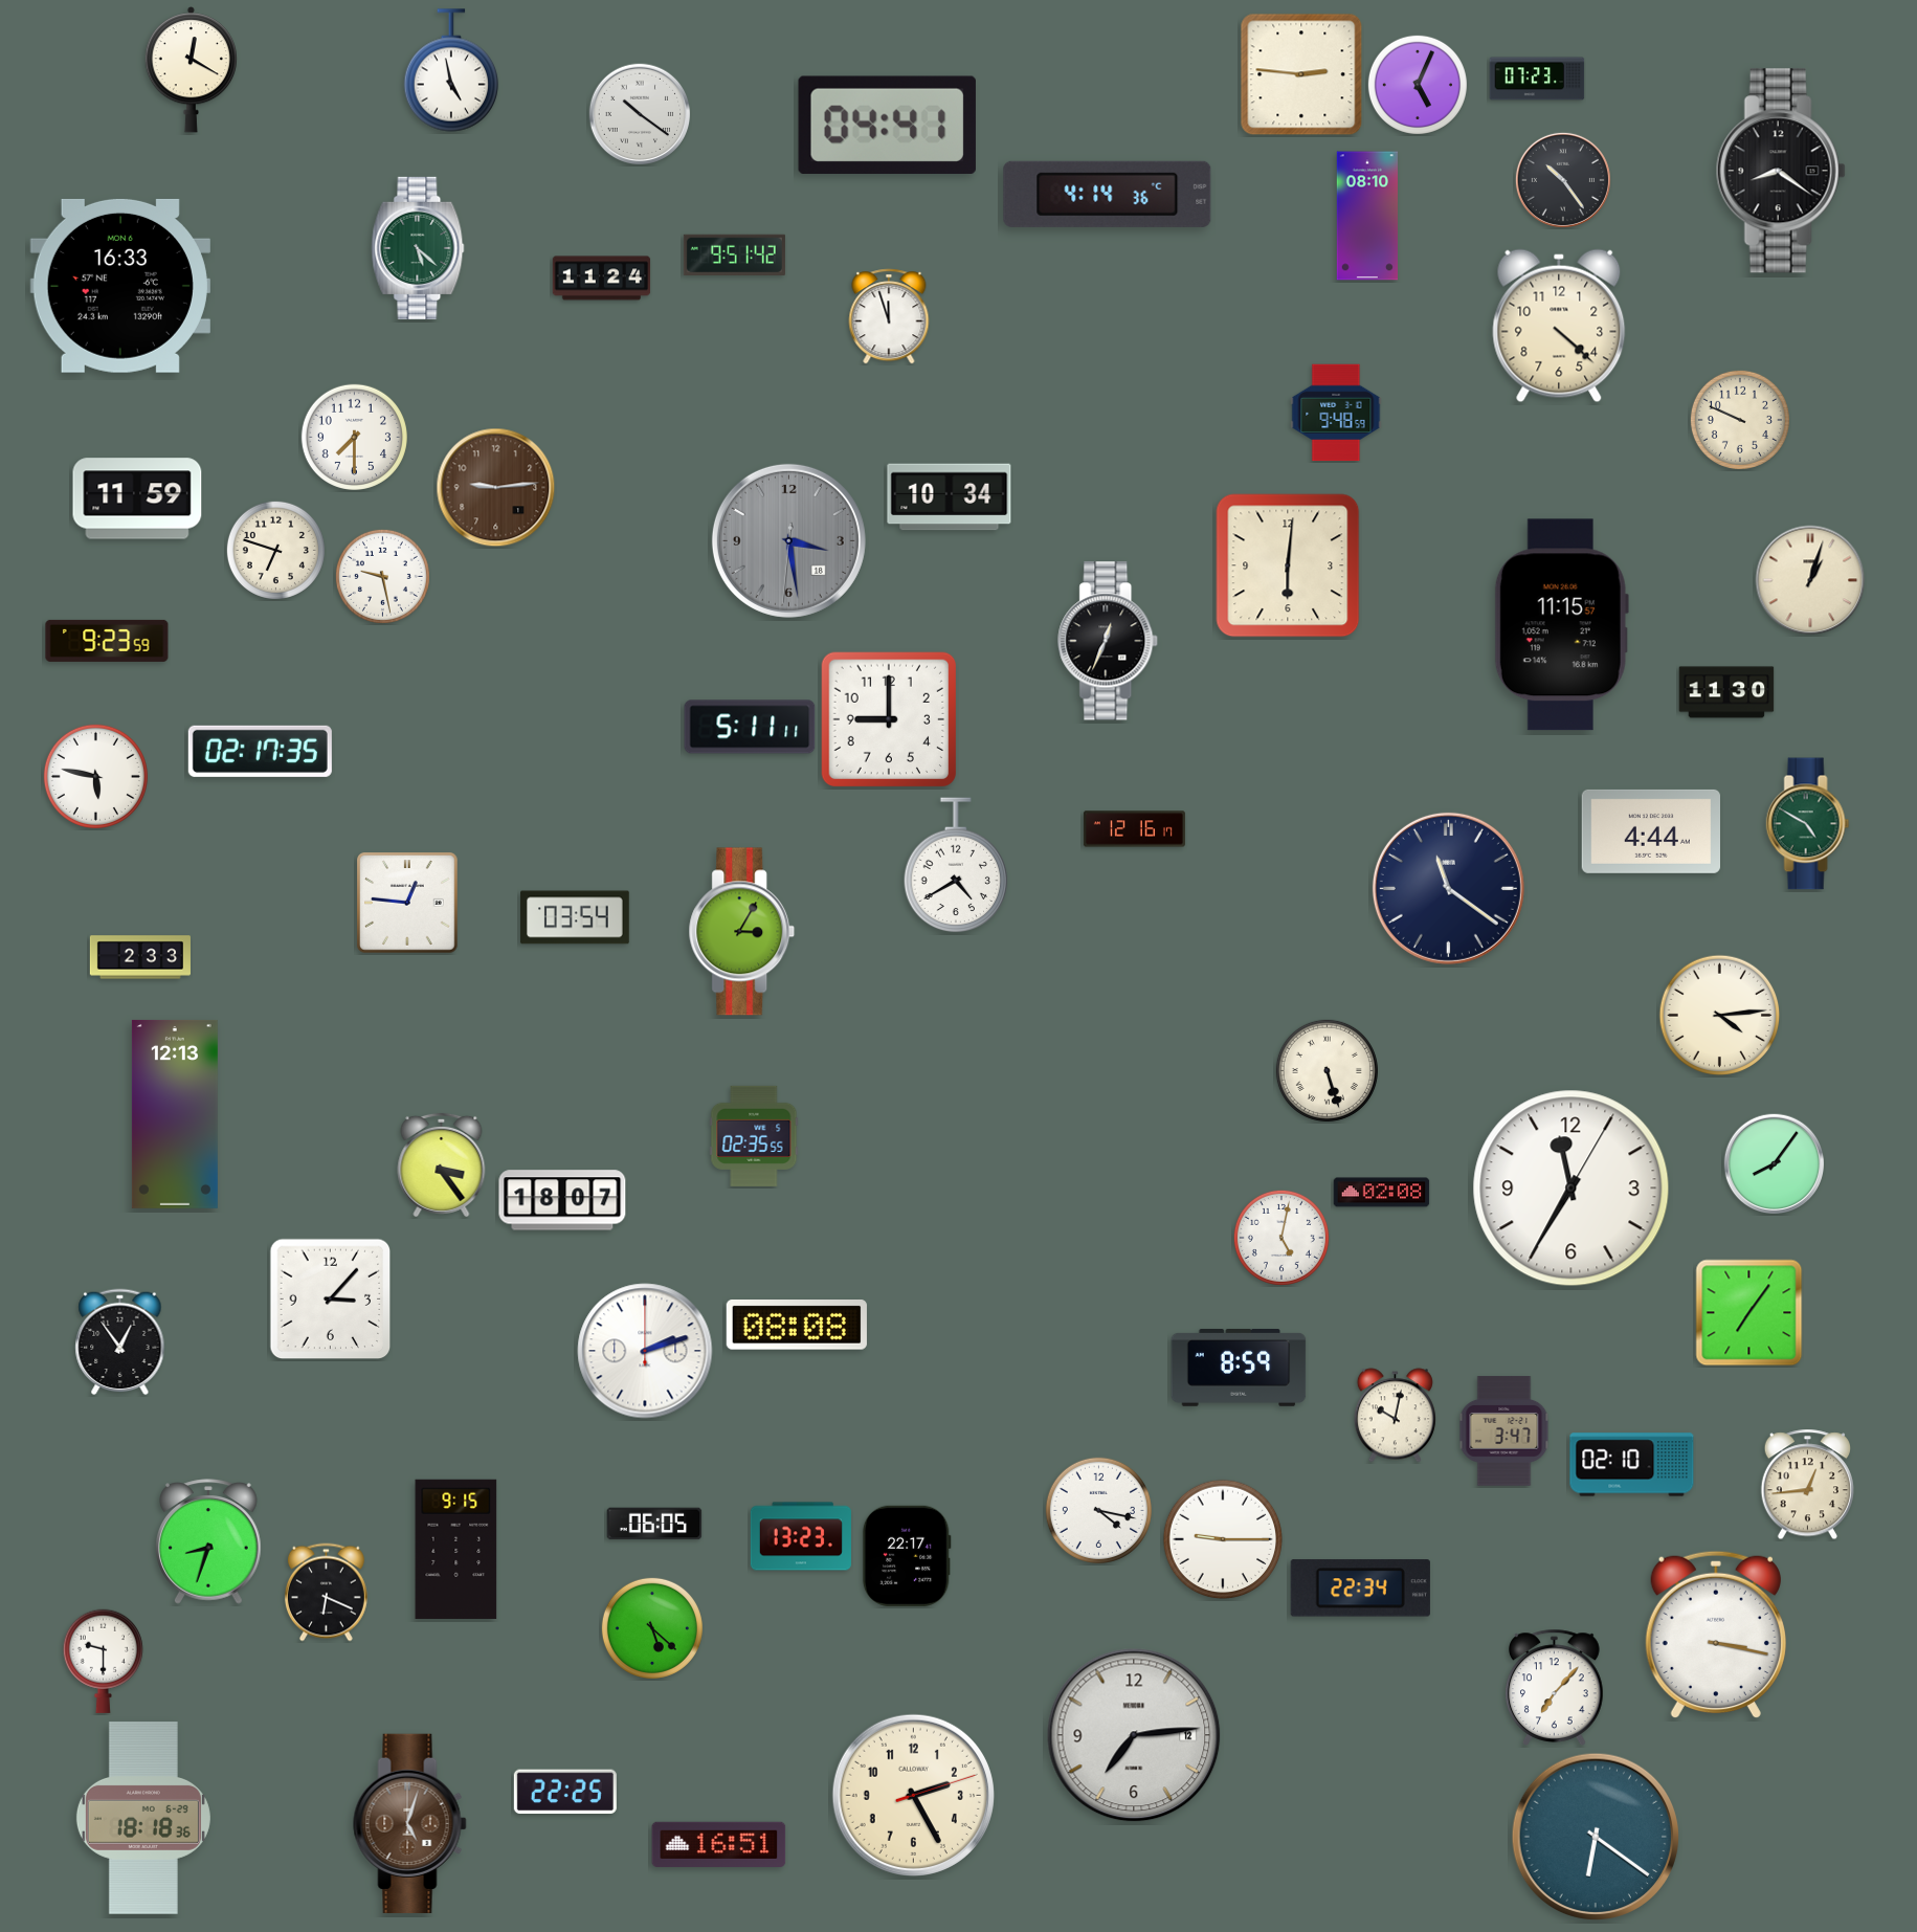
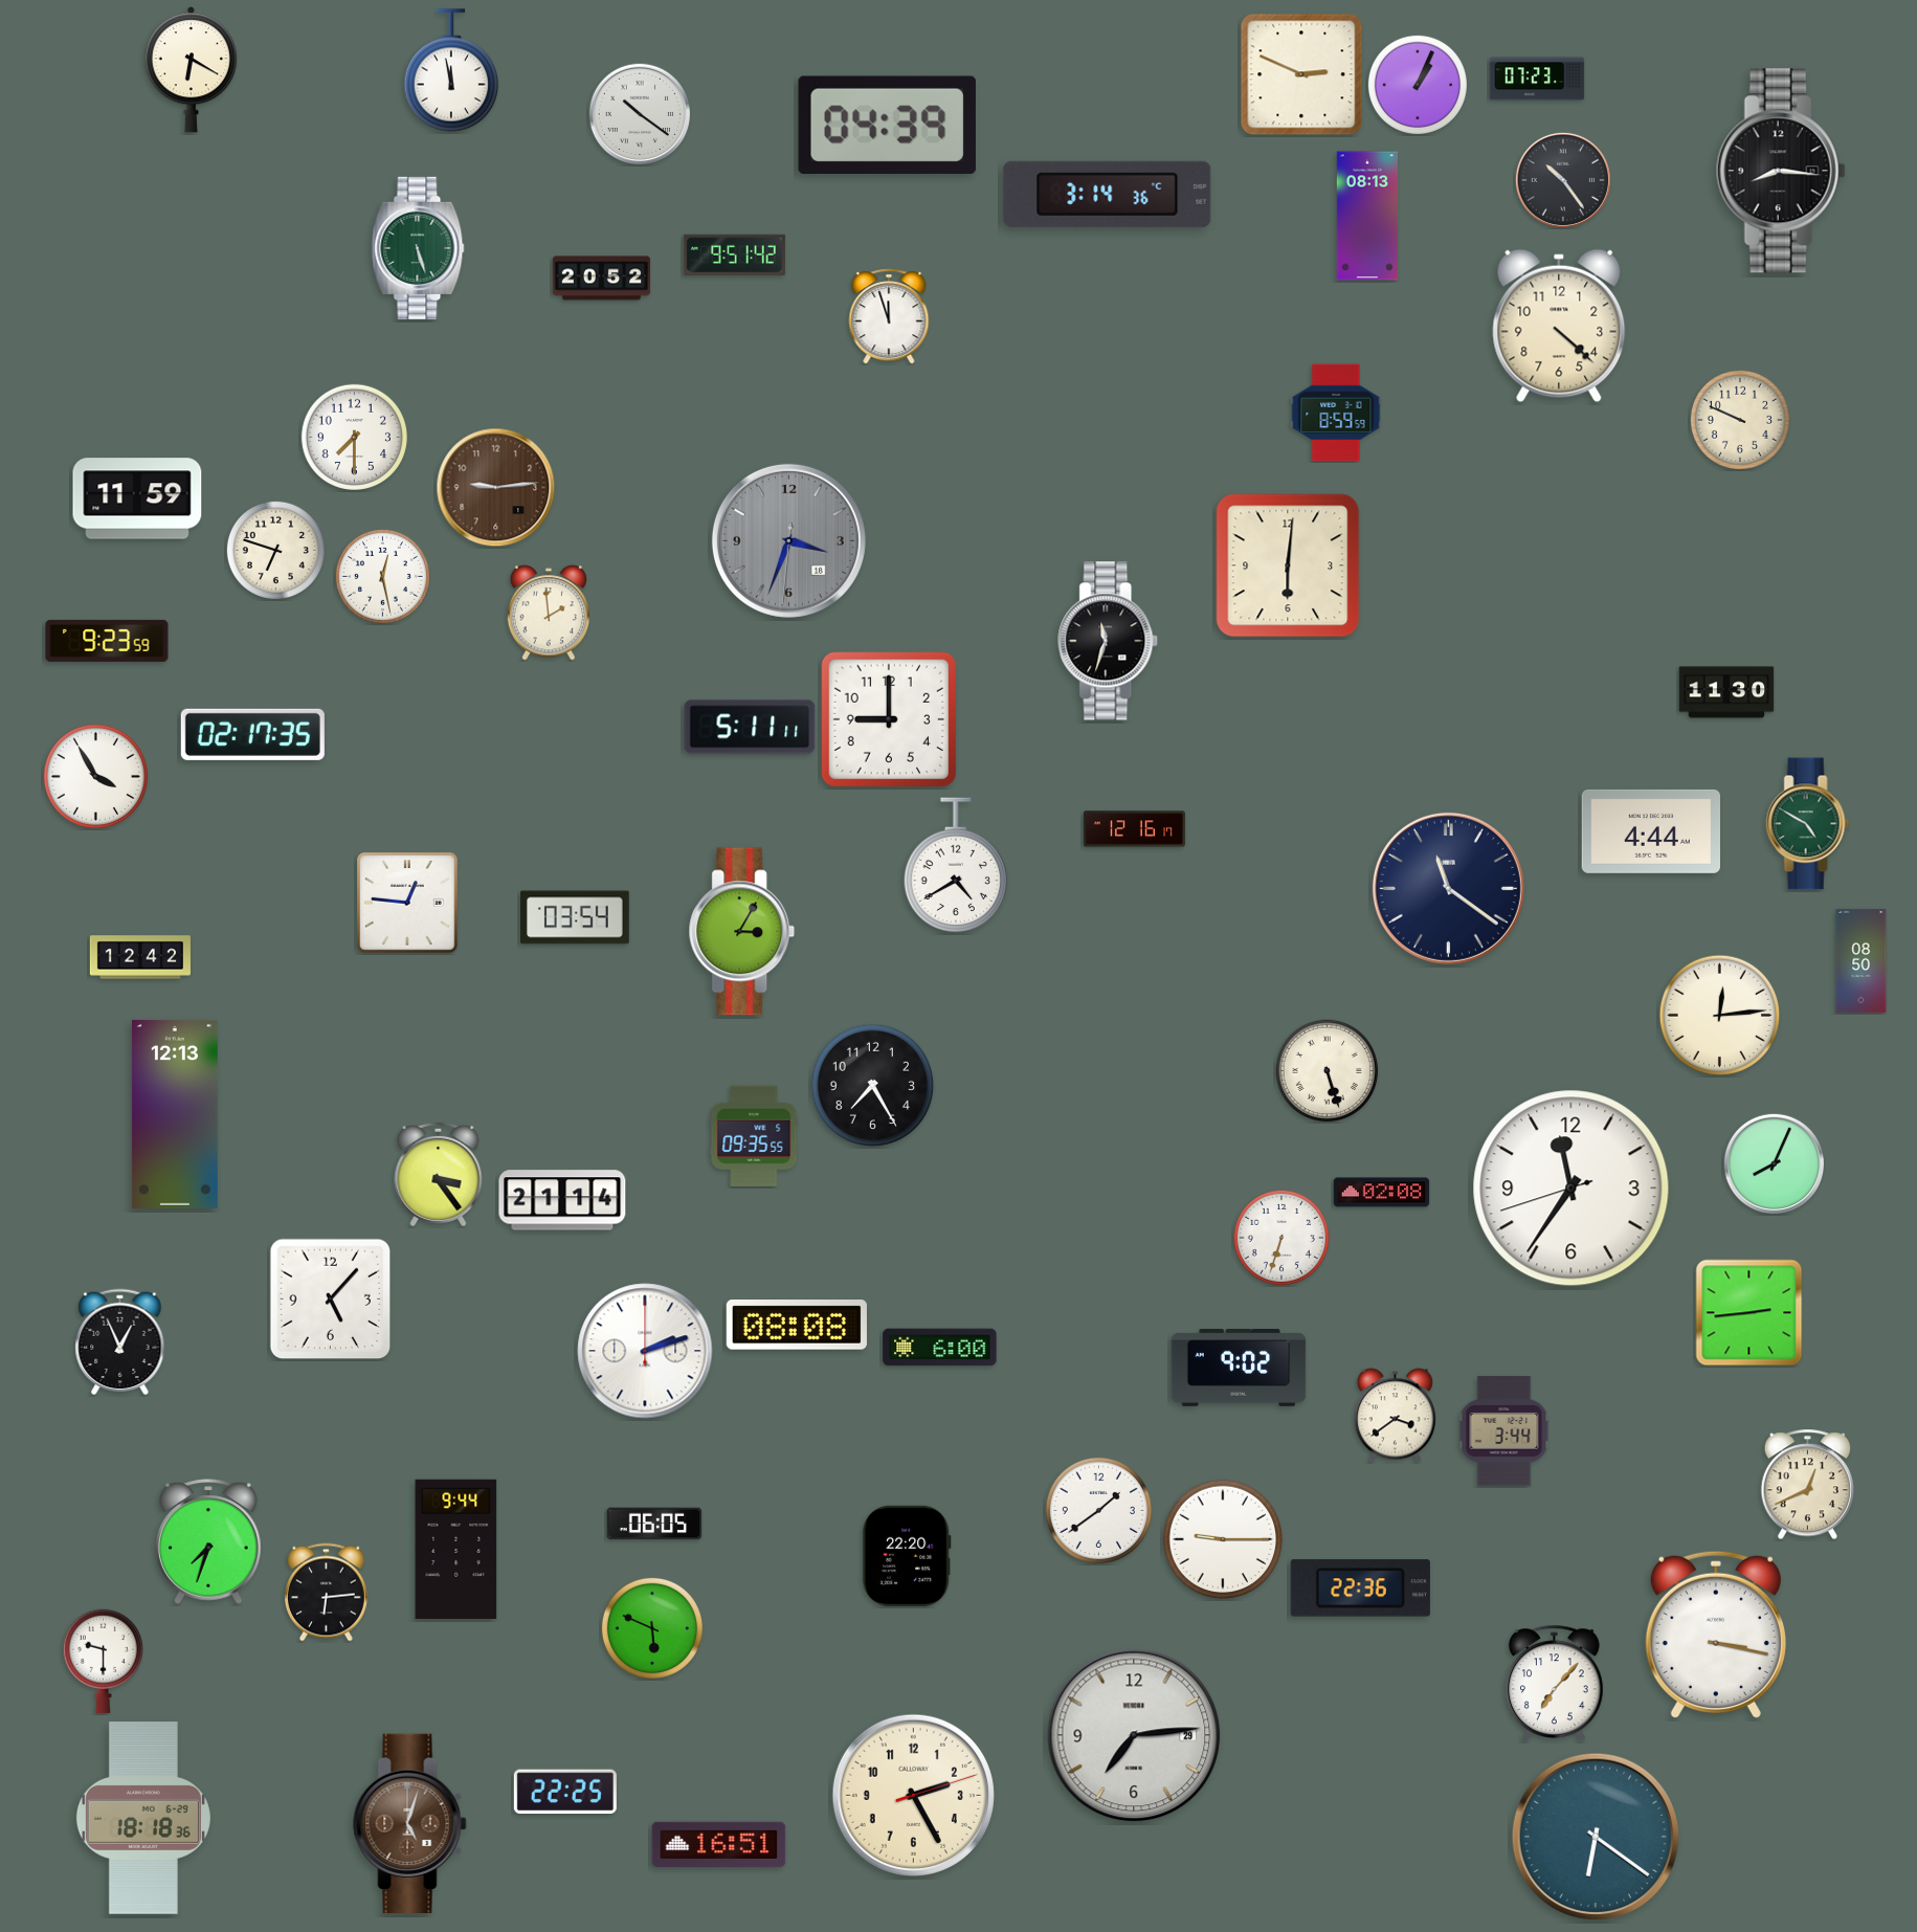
clock at (191, 70): 12:20 -> 6:20
clock at (450, 70): 4:58 -> 11:58
clock at (1301, 74): 2:46 -> 2:49
clock at (1418, 85): 5:04 -> 1:04
clock at (887, 125): 04:41 -> 04:39
clock at (1781, 171): 8:21 -> 8:16
clock at (1108, 194): 4:14 -> 3:14
clock at (1366, 216): 08:10 -> 08:13
clock at (418, 248): 5:22 -> 5:27
clock at (602, 279): 11:24 -> 20:52
clock at (120, 286): 16:33 -> none
clock at (1336, 413): 9:48 -> 8:59
clock at (950, 497): 10:34 -> none
clock at (788, 540): 3:28 -> 3:33
clock at (382, 576): 9:28 -> 12:28
clock at (1810, 580): 1:03 -> none
clock at (549, 613): none -> 1:59
clock at (1561, 625): 11:15 -> none
clock at (1109, 641): 12:34 -> 11:33
clock at (260, 751) position: (260, 751) -> (252, 734)
clock at (95, 776): 5:47 -> 3:55
clock at (140, 957): 2:33 -> 12:42
clock at (1862, 960): none -> 08:50
clock at (1720, 1016): 4:14 -> 12:14
clock at (873, 1086): none -> 7:25
clock at (754, 1136): 02:35 -> 09:35
clock at (1774, 1163): 8:06 -> 8:04
clock at (442, 1164) position: (442, 1164) -> (439, 1174)
clock at (1572, 1189): 11:35:05 -> 11:35:42
clock at (562, 1200): 18:07 -> 21:14
clock at (1281, 1238): 5:02 -> 6:33
clock at (331, 1300): 3:07 -> 5:07
clock at (1749, 1313): 7:06 -> 2:44
clock at (120, 1342): 12:54 -> 12:56
clock at (940, 1348): none -> 6:00
clock at (1239, 1369): 8:59 -> 9:02
clock at (1395, 1416): 10:02 -> 3:39
clock at (1504, 1431): 3:47 -> 3:44
clock at (1632, 1465): 02:10 -> none
clock at (1807, 1485): 12:44 -> 12:41
clock at (1098, 1510): 4:17 -> 1:39
clock at (801, 1536): 13:23 -> none
clock at (208, 1541): 8:33 -> 7:33
clock at (456, 1549): 9:15 -> 9:44
clock at (907, 1556): 22:17 -> 22:20
clock at (1360, 1589): 22:34 -> 22:36
clock at (326, 1593): 6:19 -> 6:14
clock at (652, 1628): 5:22 -> 5:49
clock at (1555, 1687) position: (1555, 1687) -> (1555, 1683)
clock at (1134, 1735) date: 12 -> 29
